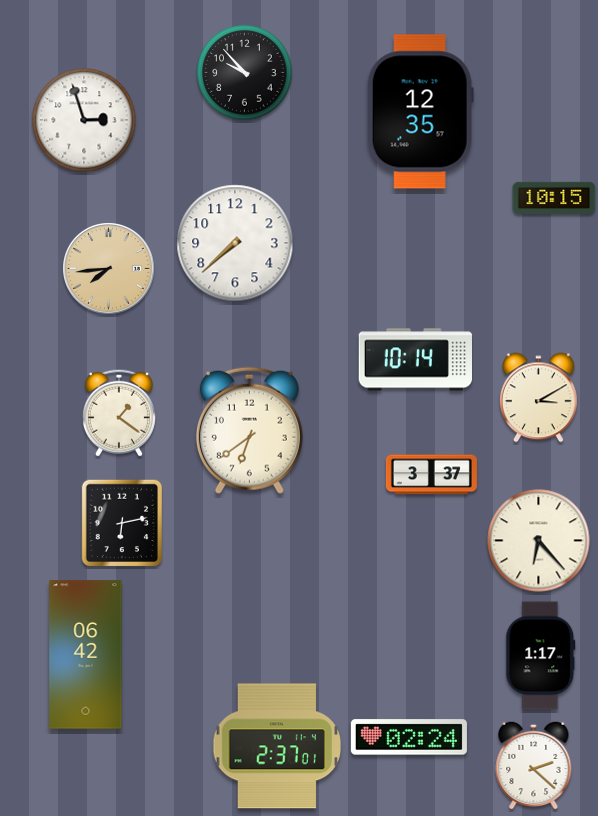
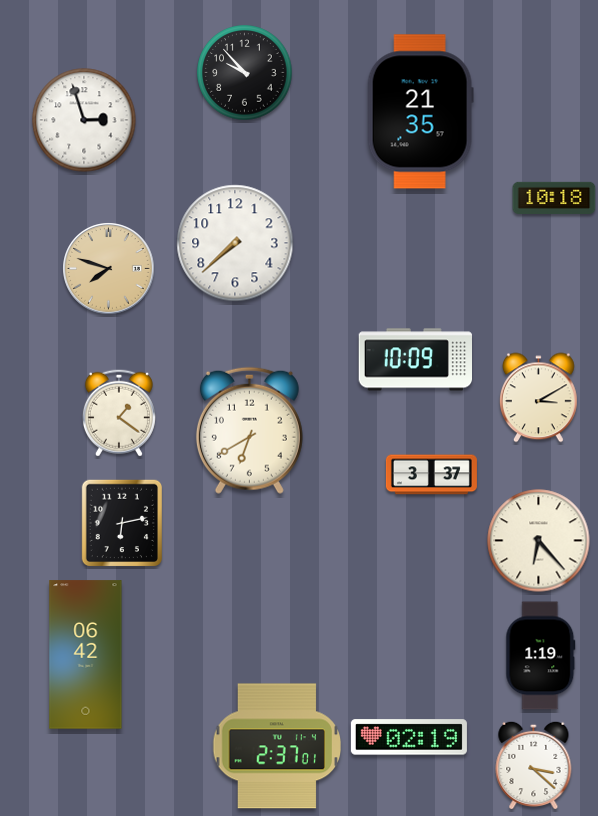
clock at (420, 112): 12:35 -> 21:35
clock at (554, 198): 10:15 -> 10:18
clock at (109, 269): 7:44 -> 7:48
clock at (416, 360): 10:14 -> 10:09
clock at (249, 430): 6:39 -> 6:40
clock at (541, 656): 1:17 -> 1:19
clock at (409, 737): 02:24 -> 02:19
clock at (534, 765): 2:22 -> 3:22
